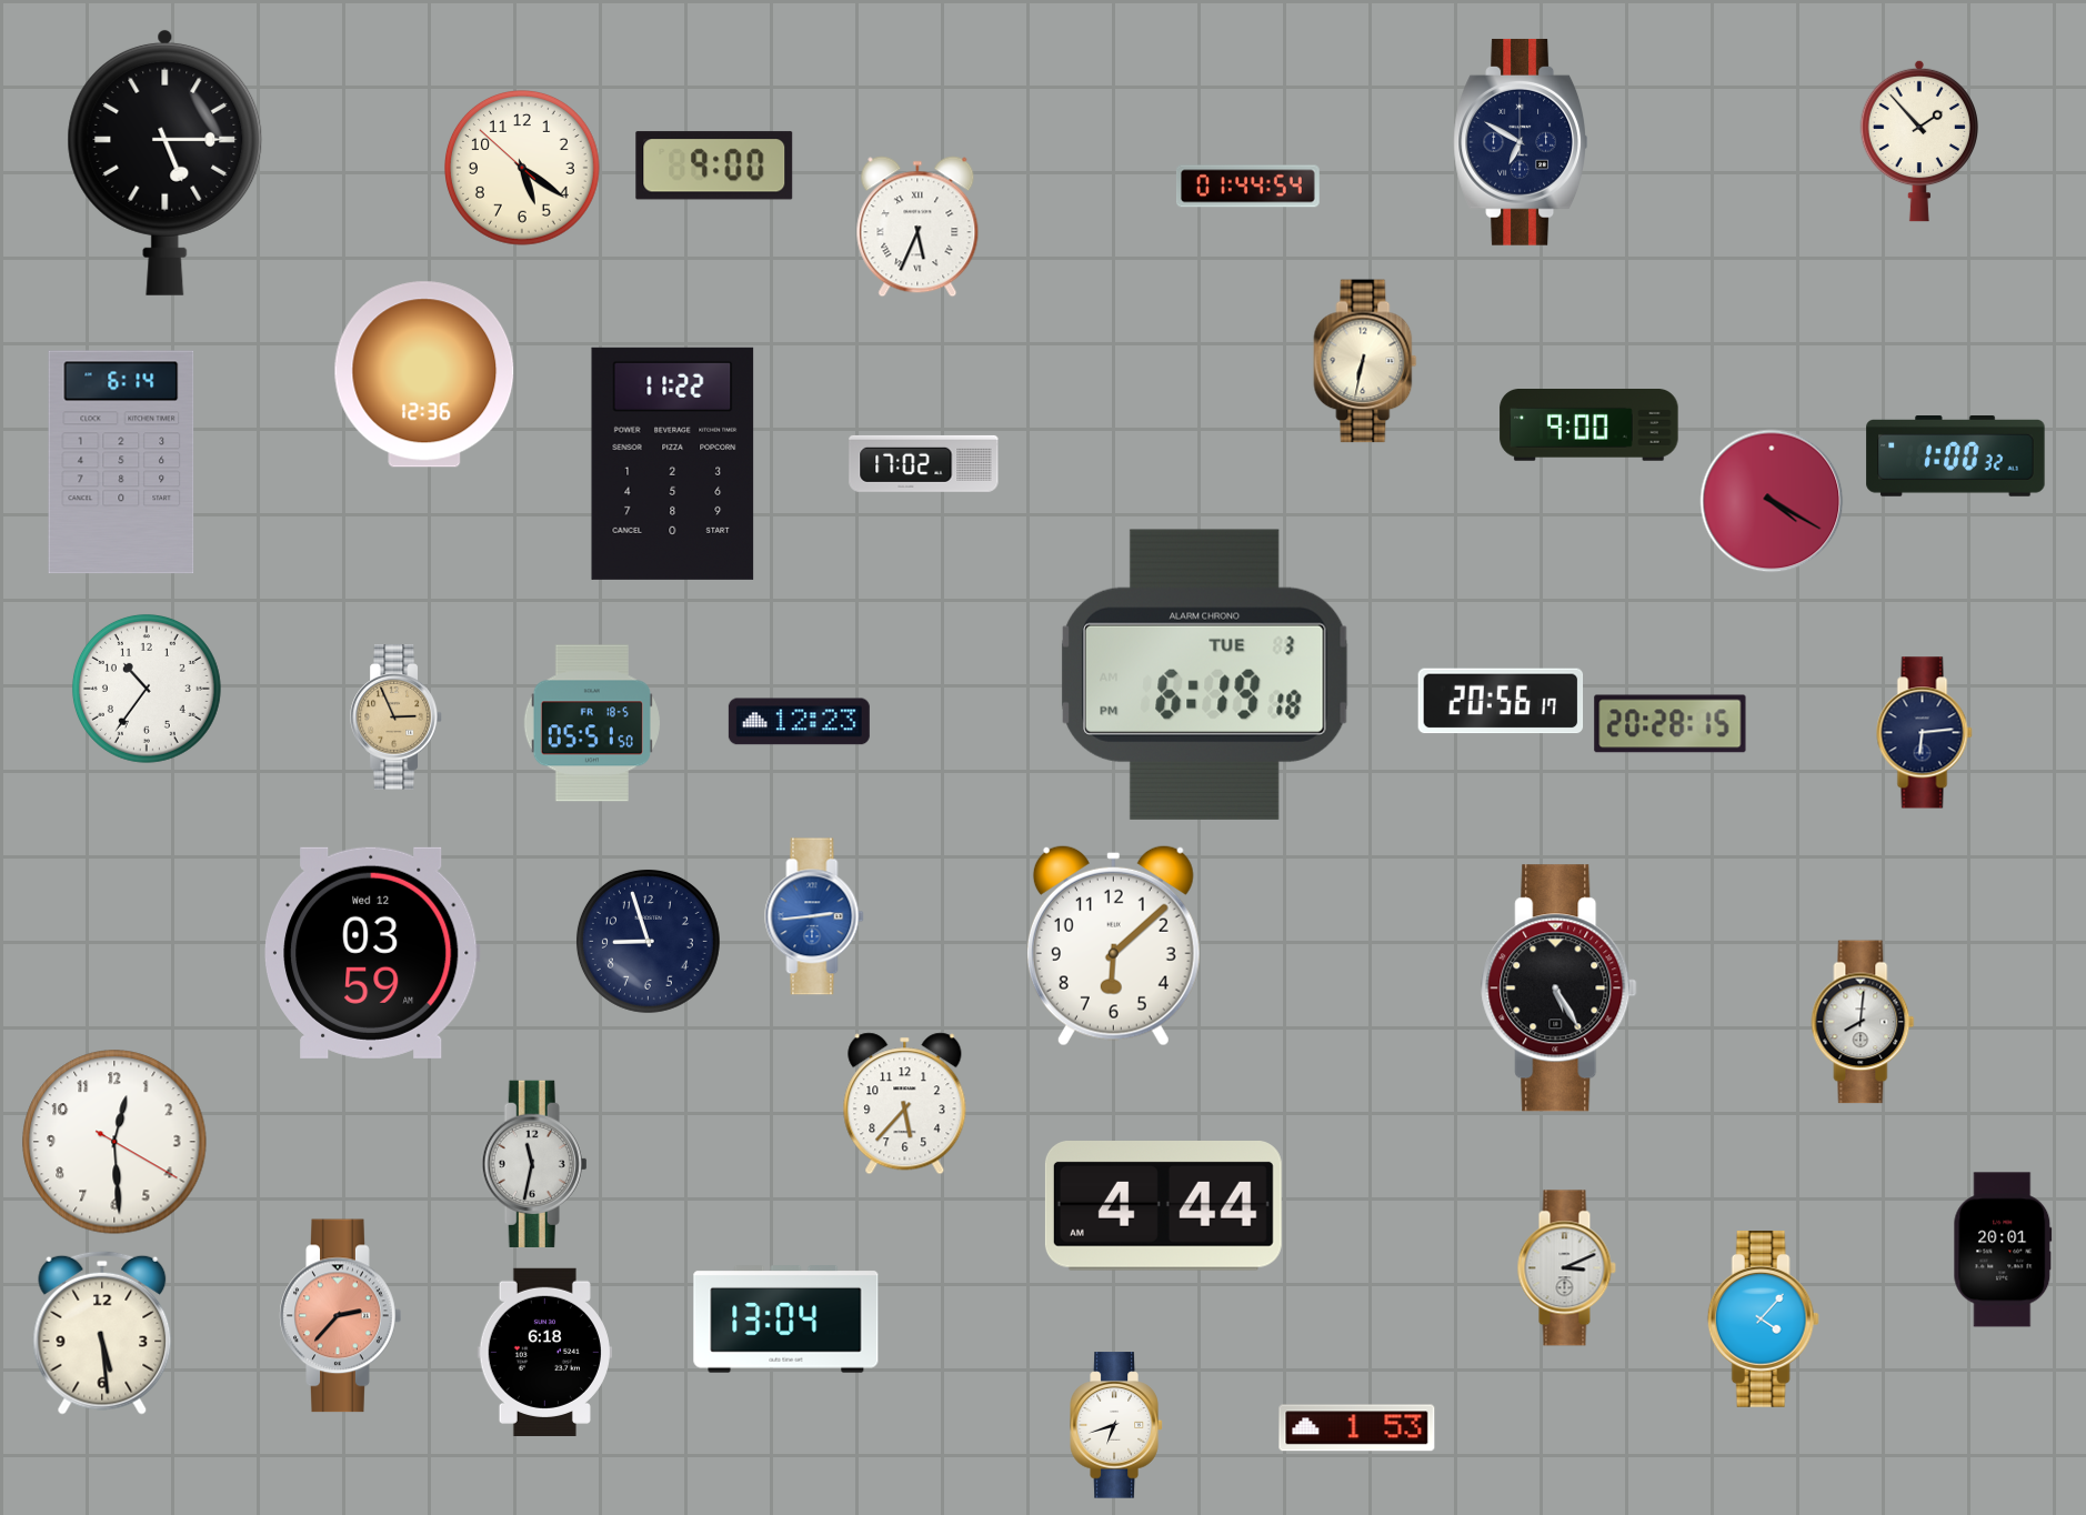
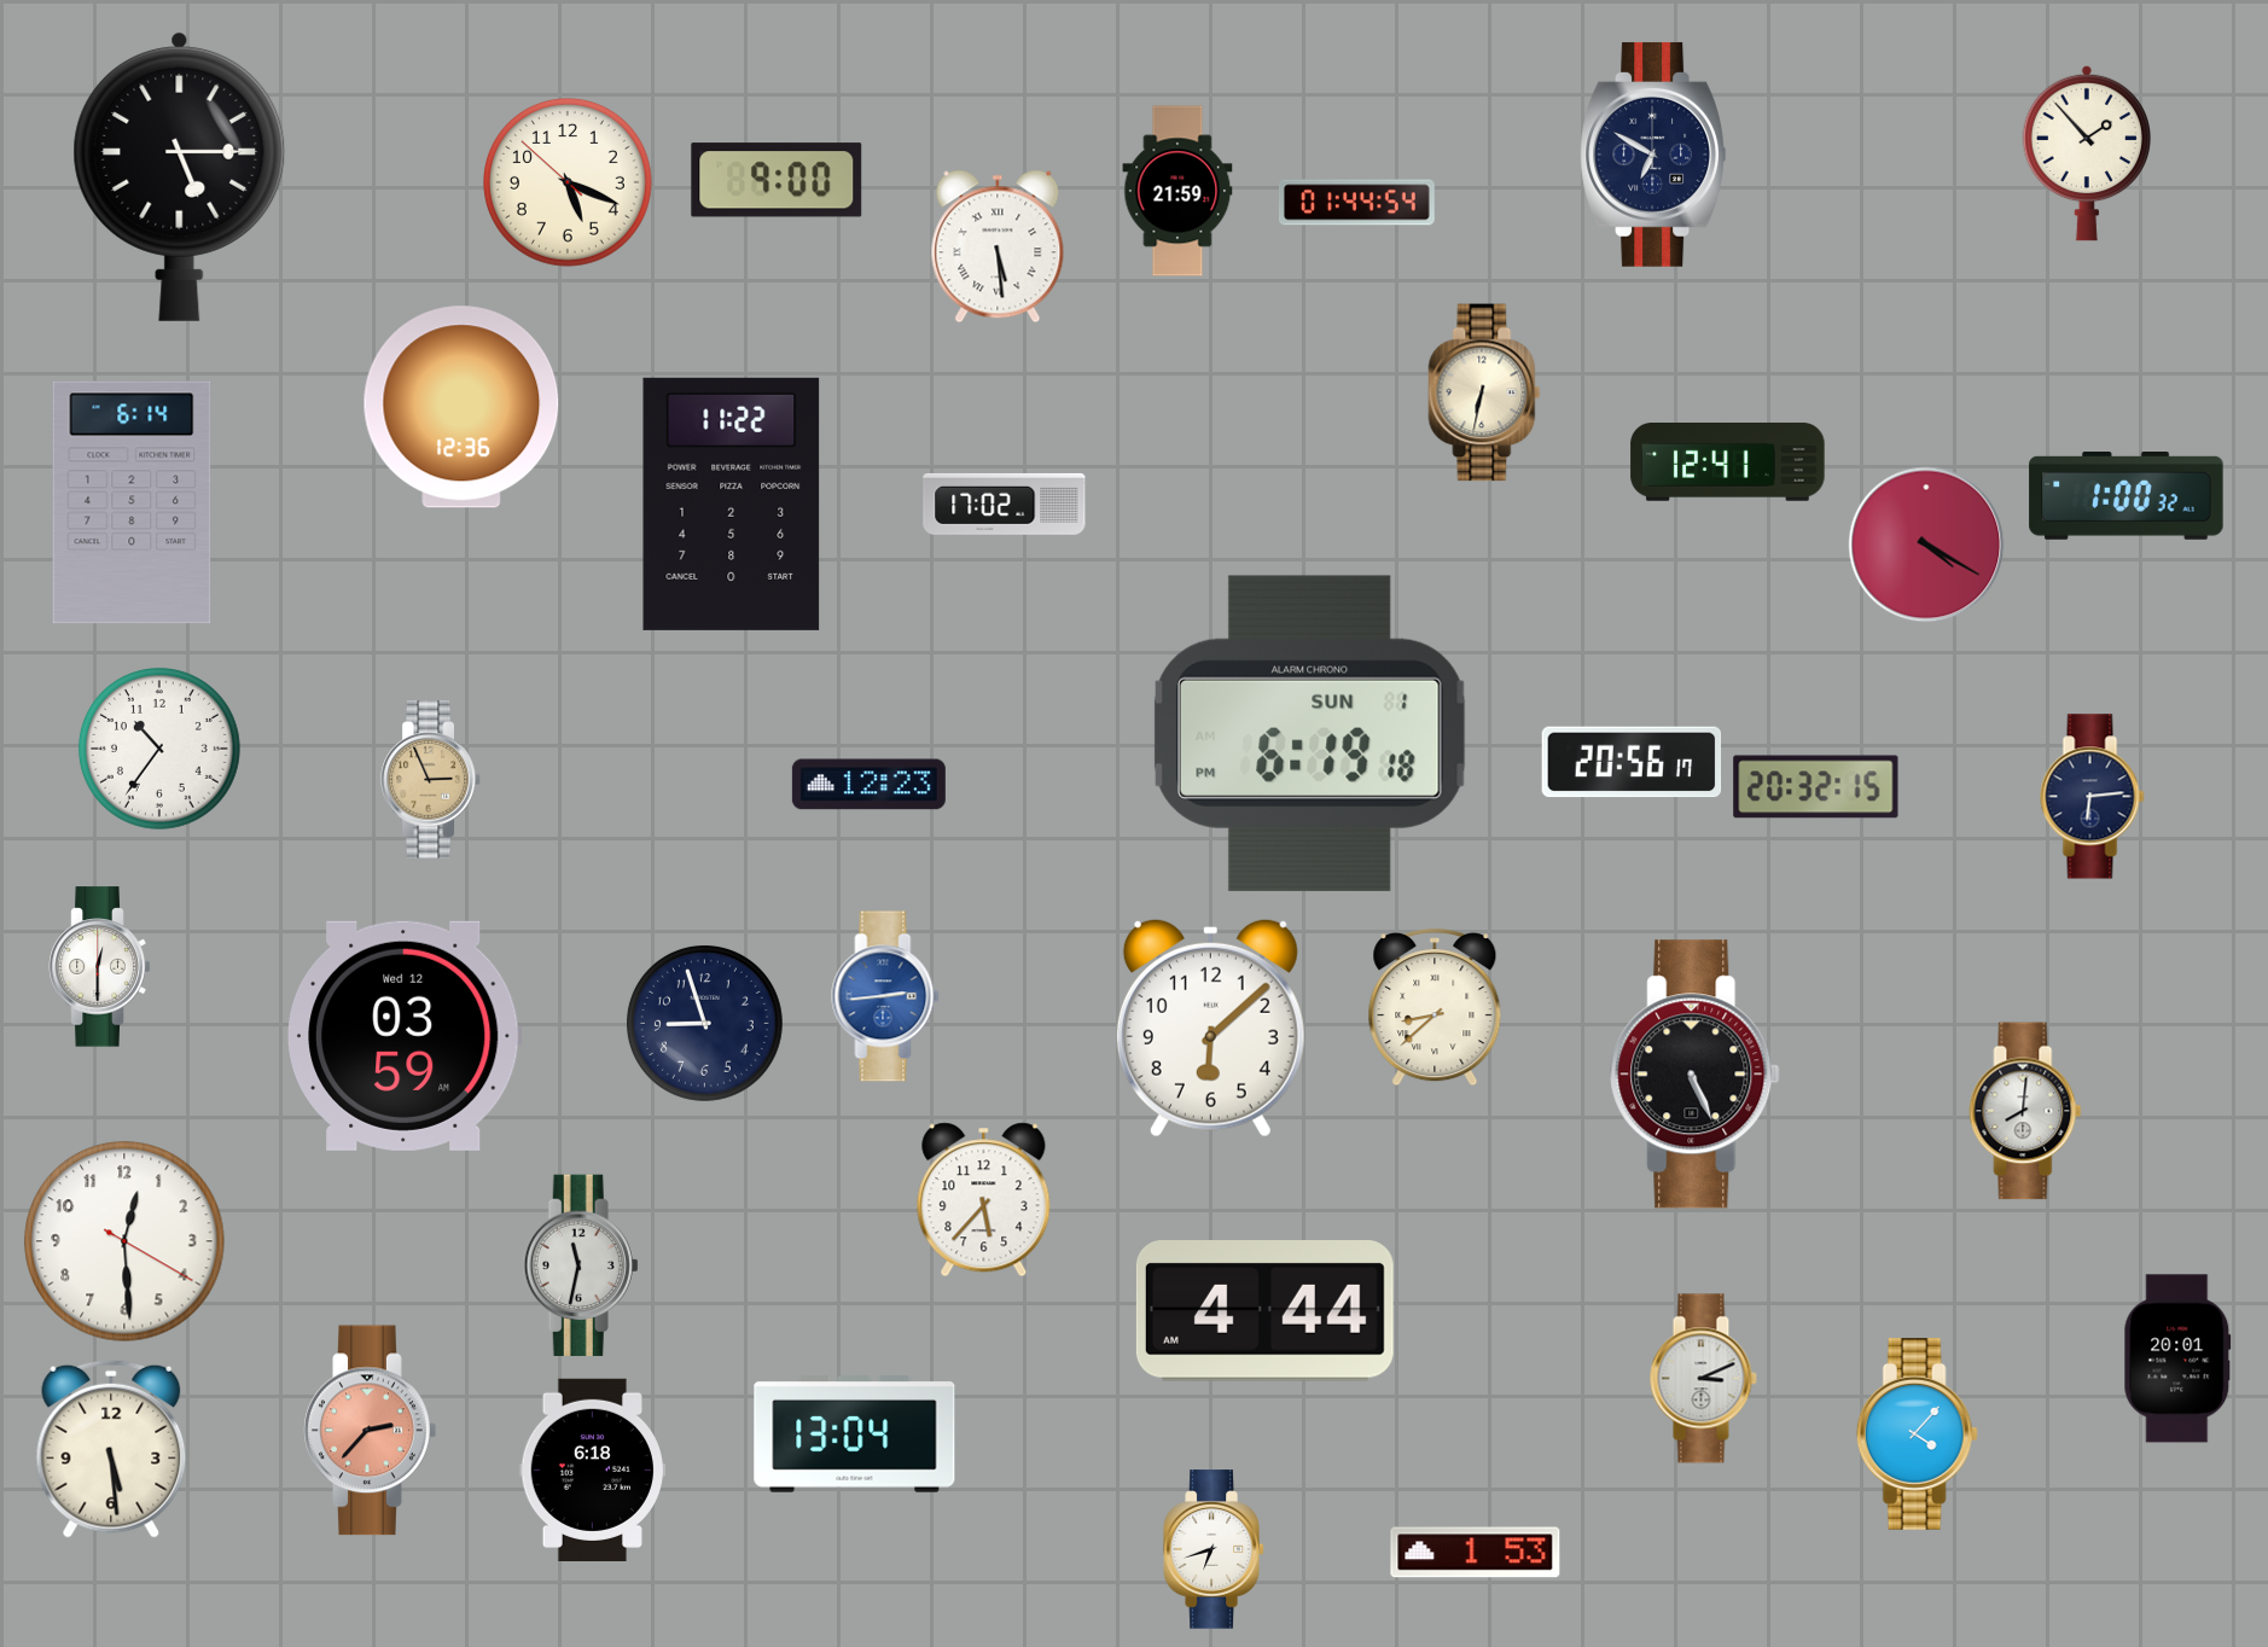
clock at (523, 169): 5:20 -> 5:18
clock at (1177, 191): none -> 21:59
clock at (917, 227): 5:34 -> 5:29
clock at (1589, 425): 9:00 -> 12:41
clock at (1204, 674) date: TUE 3 -> SUN 1
clock at (592, 723): 05:51 -> none
clock at (1671, 724): 20:28 -> 20:32
clock at (100, 967): none -> 12:30
clock at (1435, 1007): none -> 8:38
clock at (1560, 989): 5:25 -> 5:26
